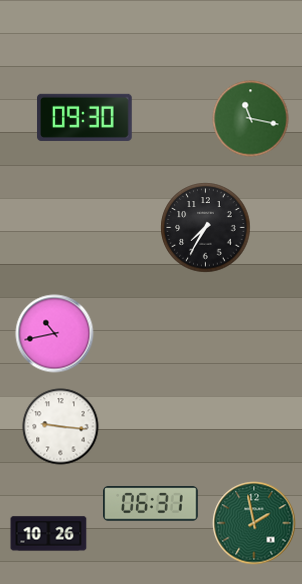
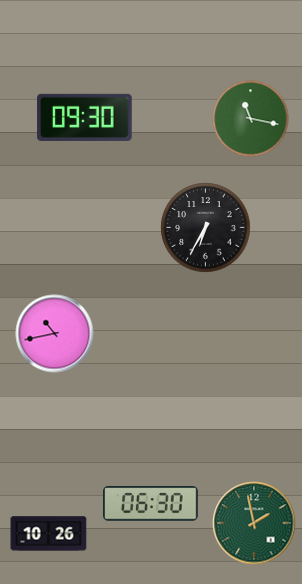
clock at (206, 228): 7:35 -> 6:35
clock at (61, 427): 9:16 -> none
clock at (151, 504): 06:31 -> 06:30
